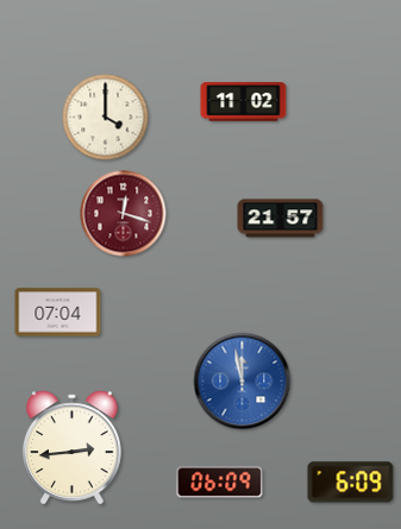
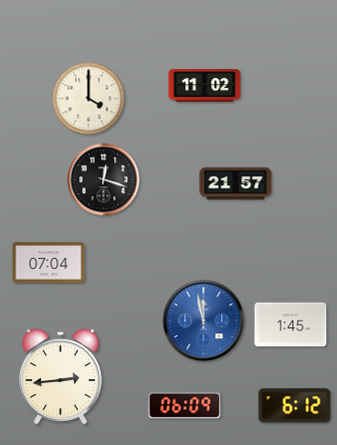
clock at (124, 214) dial: burgundy -> black
clock at (291, 325): none -> 1:45
clock at (351, 483): 6:09 -> 6:12
